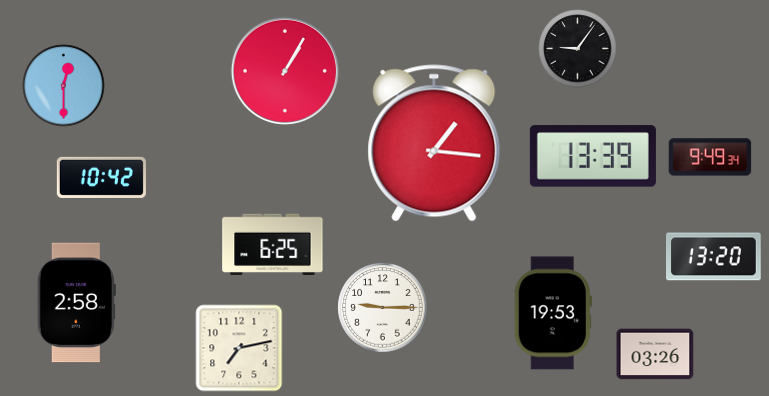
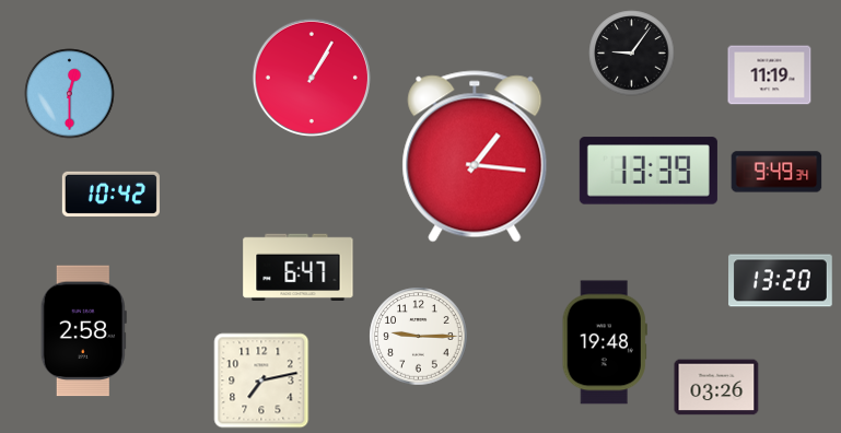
clock at (770, 75): none -> 11:19
clock at (273, 244): 6:25 -> 6:47
clock at (553, 313): 19:53 -> 19:48
